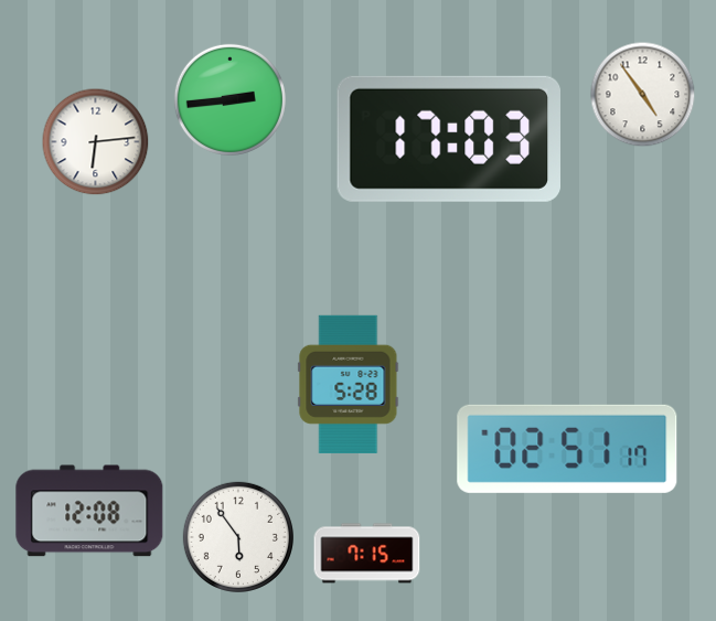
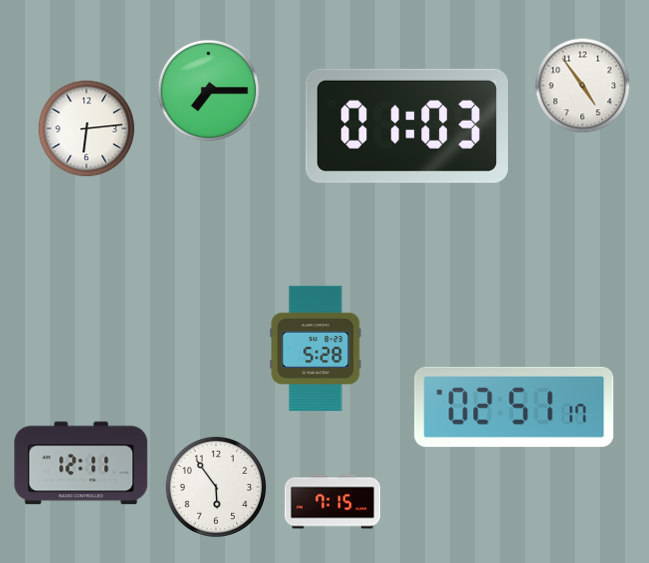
clock at (229, 99): 2:44 -> 7:15
clock at (448, 139): 17:03 -> 01:03
clock at (89, 511): 12:08 -> 12:11
